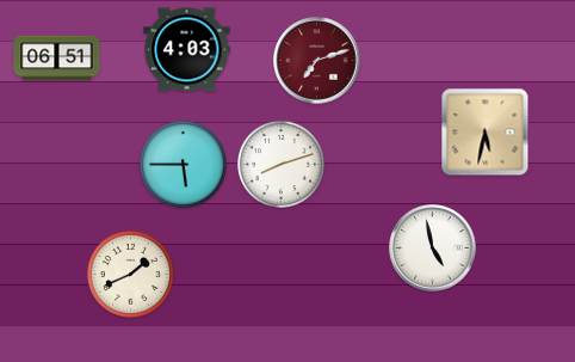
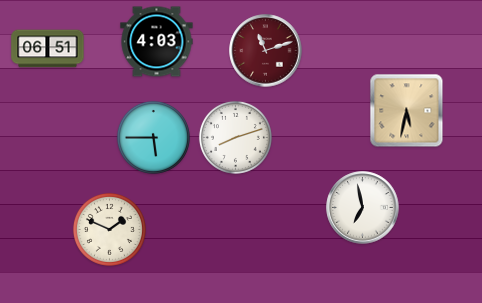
clock at (317, 61): 7:12 -> 11:12
clock at (433, 249): 4:58 -> 6:58
clock at (130, 274): 1:41 -> 1:49
